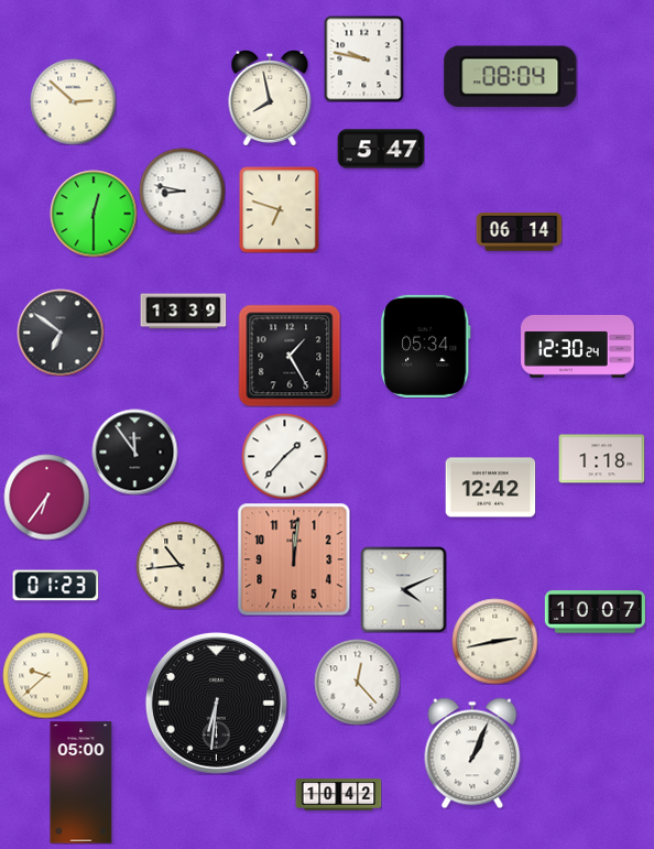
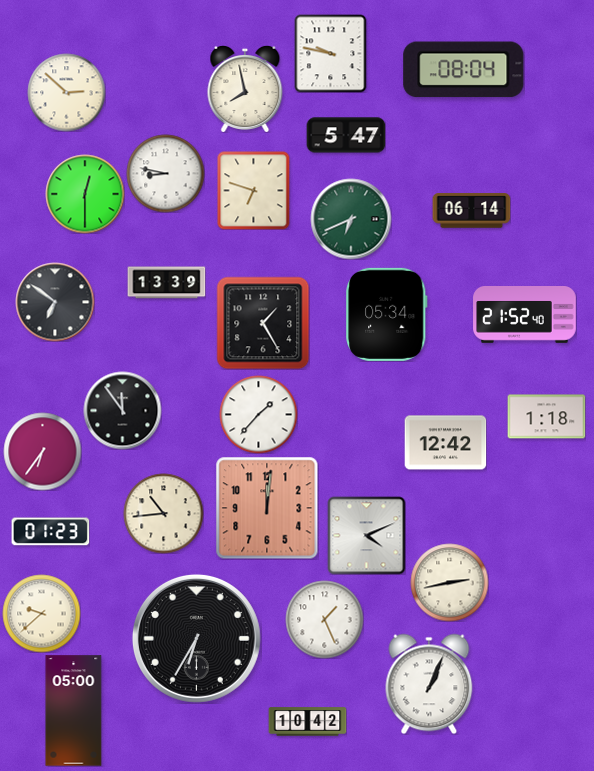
clock at (351, 219): none -> 6:41
clock at (578, 347): 12:30 -> 21:52
clock at (595, 612): 10:07 -> none
clock at (357, 682): 12:23 -> 1:26
clock at (216, 703): 6:31 -> 6:35
